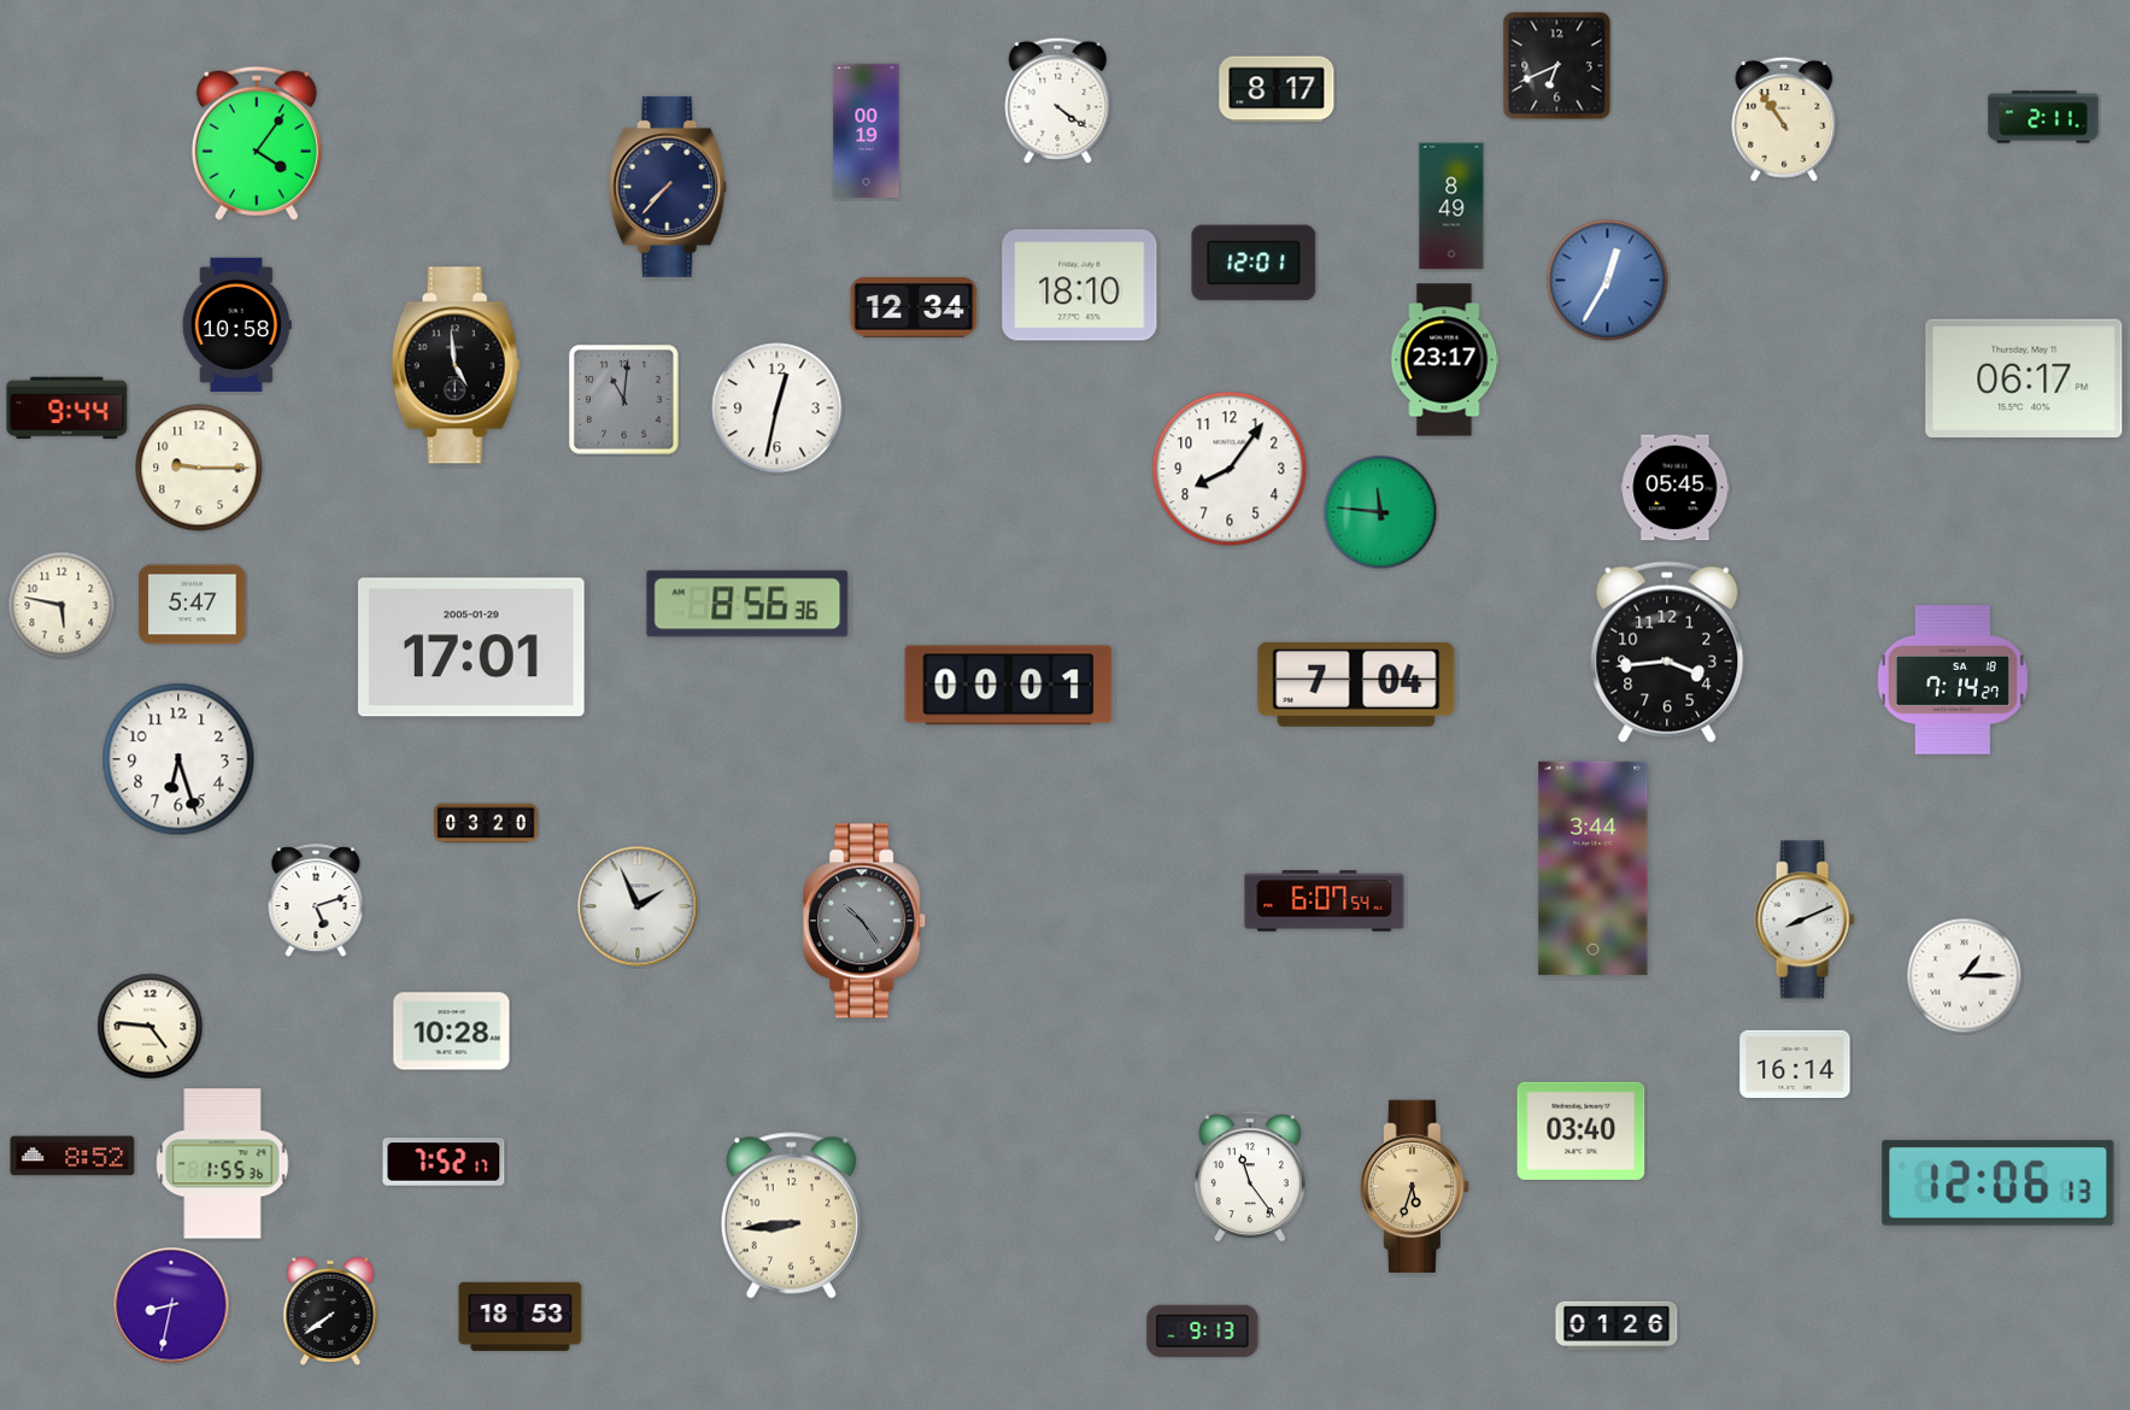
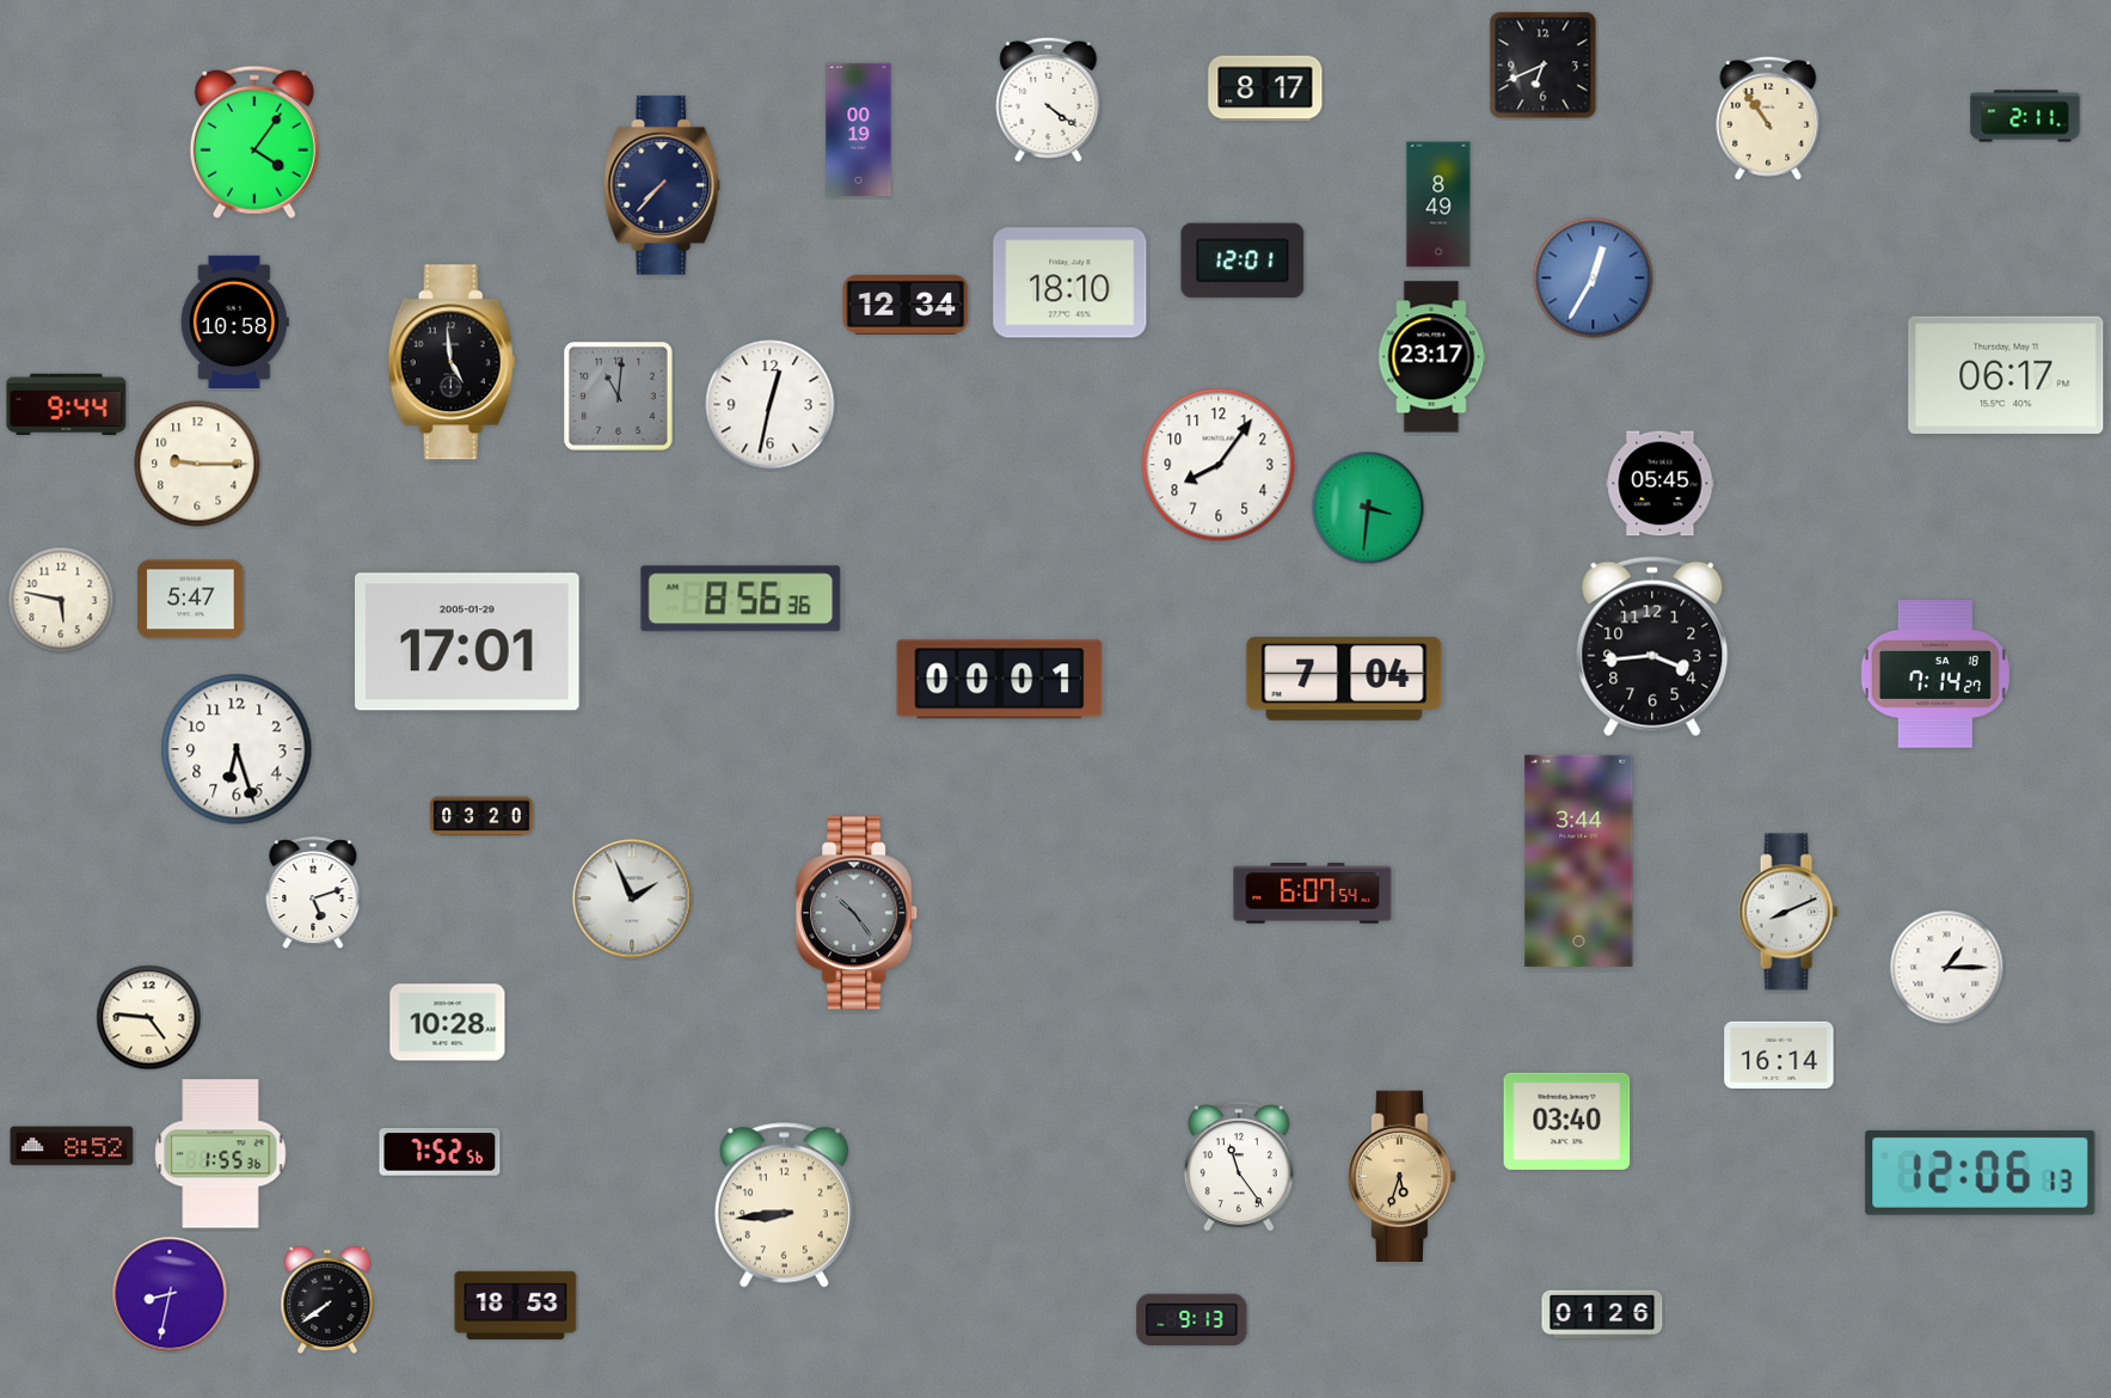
clock at (1380, 512): 11:46 -> 3:31
clock at (178, 759) position: (178, 759) -> (237, 749)
clock at (444, 1162): 7:52:17 -> 7:52:56
